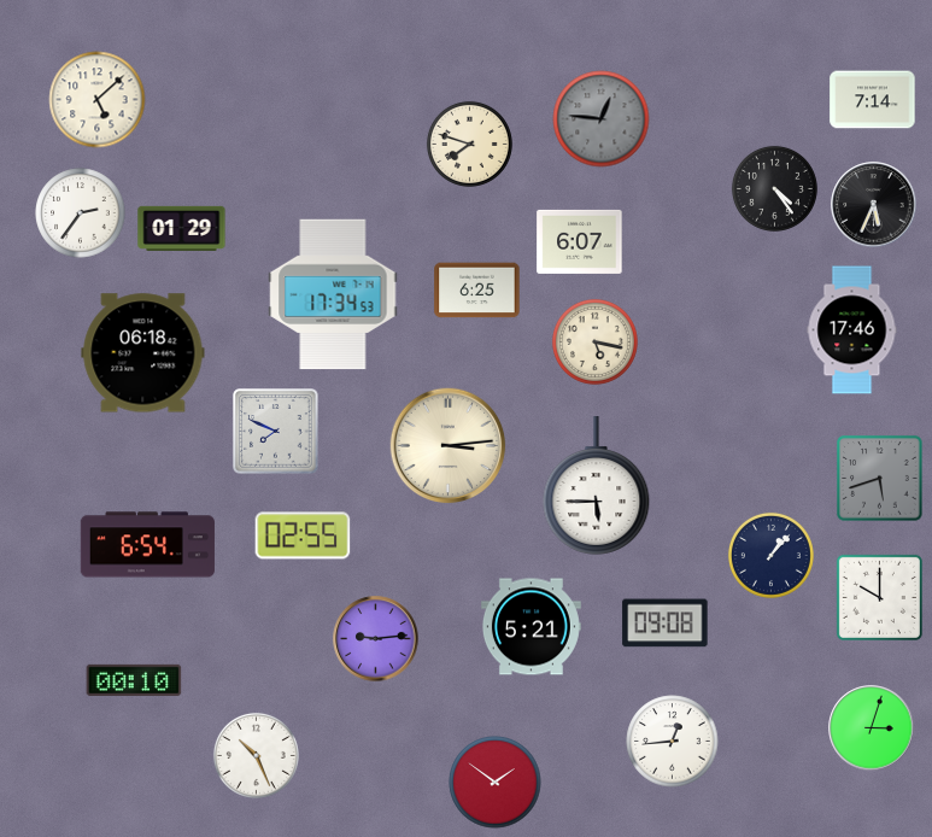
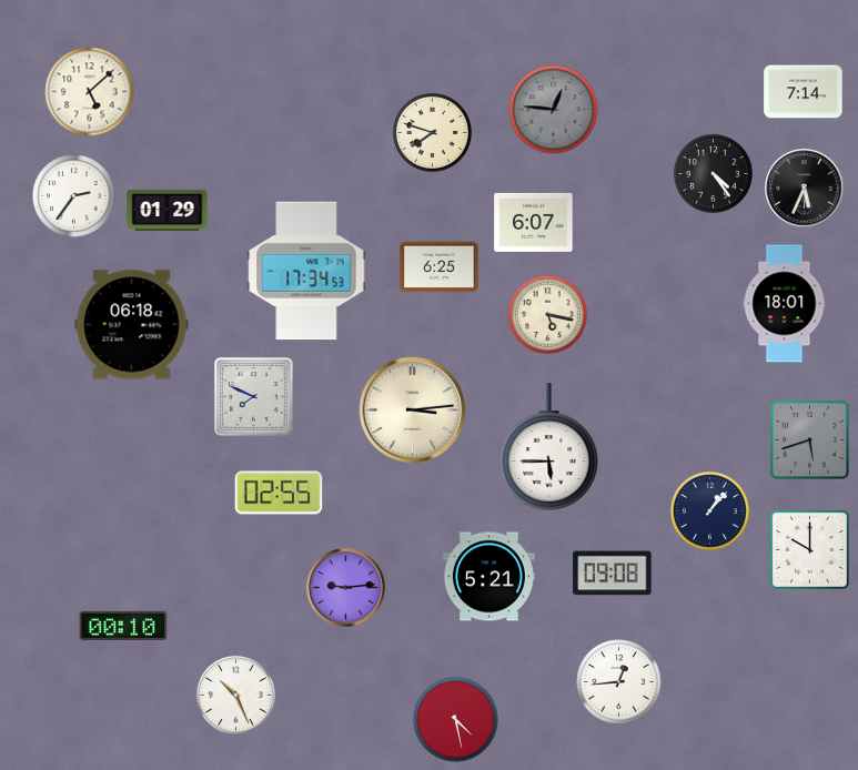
clock at (852, 330): 17:46 -> 18:01
clock at (147, 545): 6:54 -> none
clock at (872, 728): 3:03 -> none
clock at (496, 783): 1:51 -> 4:28
